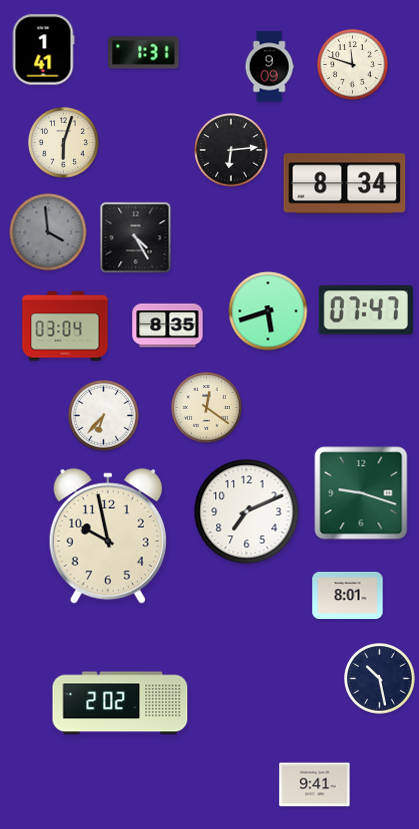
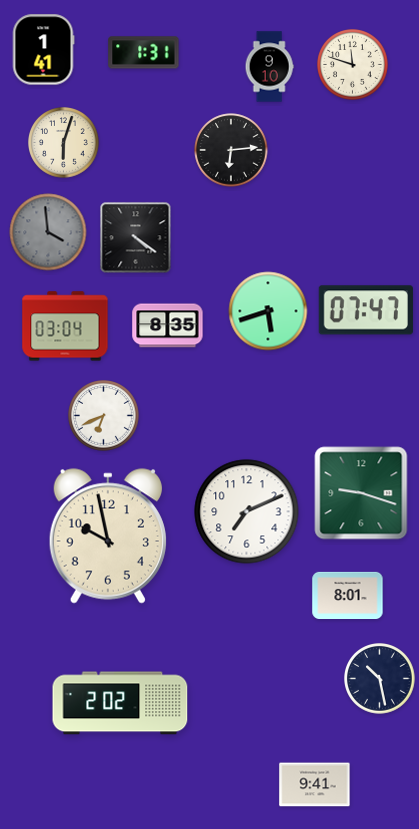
clock at (269, 67): 9:09 -> 9:10
clock at (345, 184): 8:34 -> none
clock at (136, 238): 4:25 -> 4:21
clock at (207, 408): 12:21 -> none
clock at (104, 416): 6:37 -> 6:41
